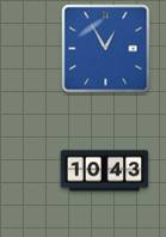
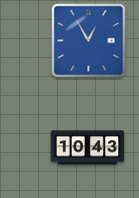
clock at (105, 171) position: (105, 171) -> (88, 148)
